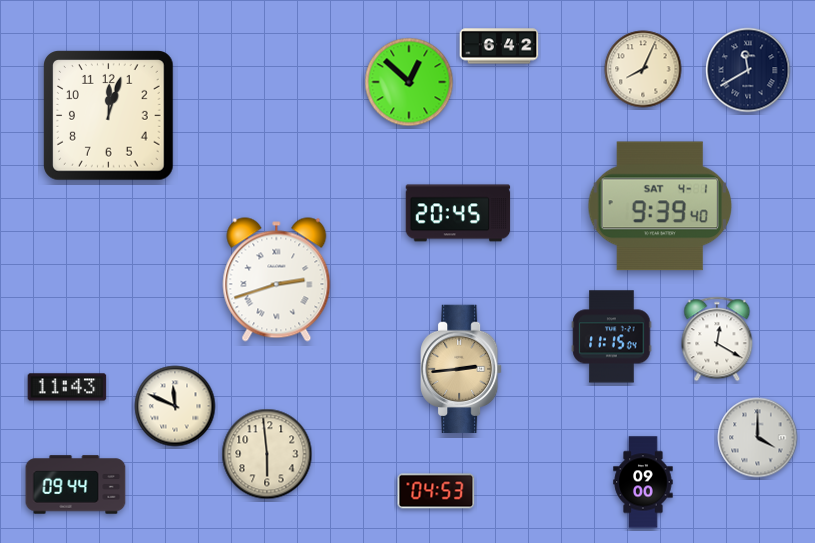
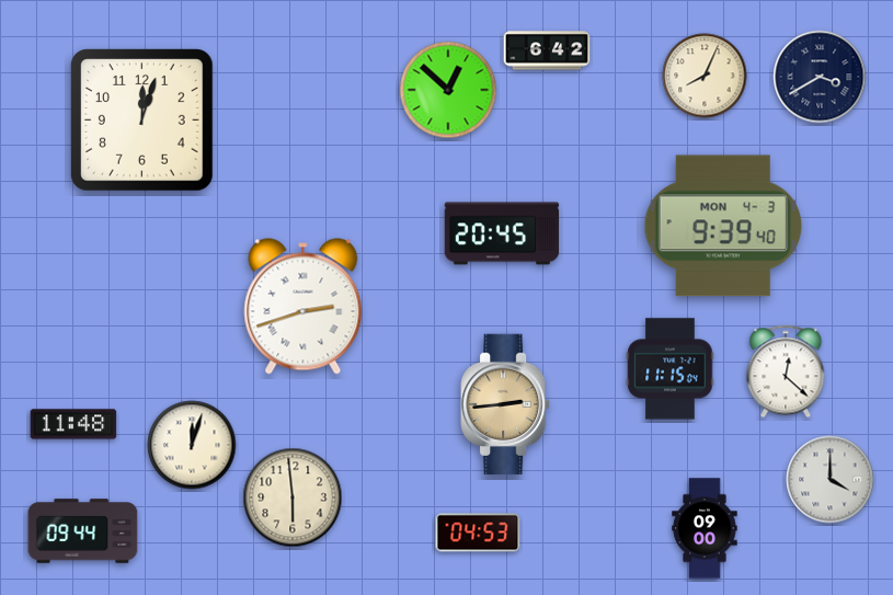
clock at (748, 70): 11:40 -> 3:40
clock at (109, 116) position: (109, 116) -> (142, 121)
clock at (660, 206) date: SAT 4-1 -> MON 4-3
clock at (717, 339): 12:20 -> 12:22
clock at (67, 387): 11:43 -> 11:48
clock at (175, 406): 11:49 -> 12:03
clock at (436, 491) position: (436, 491) -> (478, 533)
